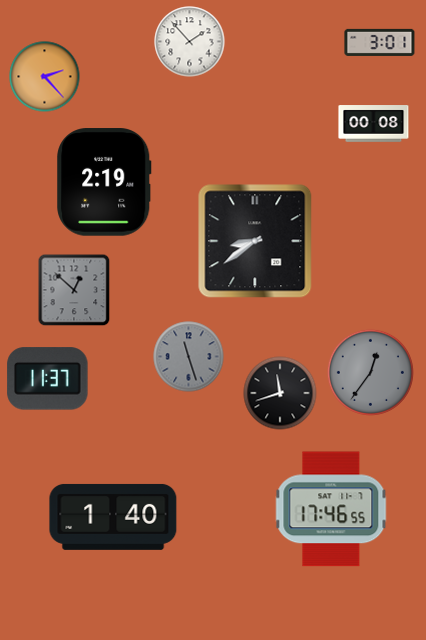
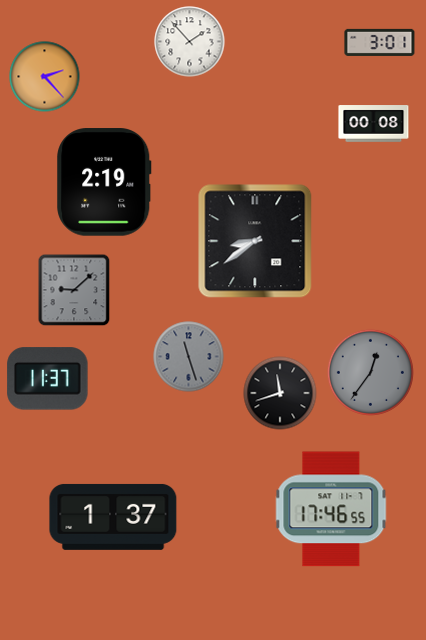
clock at (74, 290): 12:52 -> 9:08
clock at (113, 517): 1:40 -> 1:37
